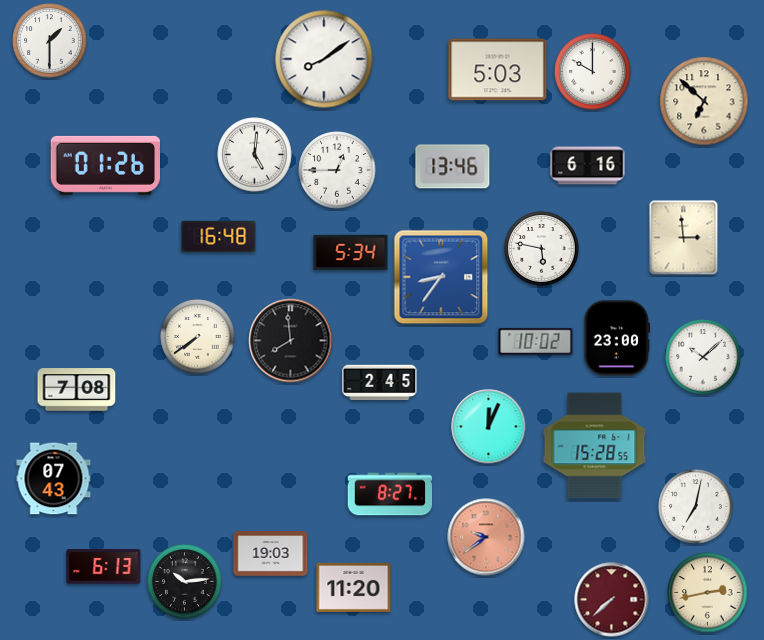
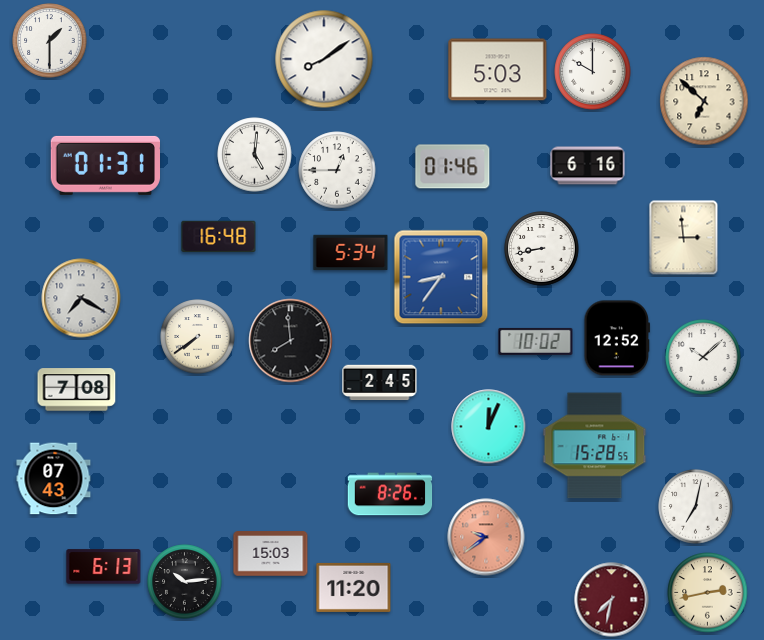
clock at (105, 165): 01:26 -> 01:31
clock at (453, 167): 13:46 -> 01:46
clock at (542, 249): 5:47 -> 8:43
clock at (81, 298): none -> 7:20
clock at (617, 338): 23:00 -> 12:52
clock at (390, 494): 8:27 -> 8:26
clock at (271, 554): 19:03 -> 15:03
clock at (612, 600): 7:38 -> 7:32
